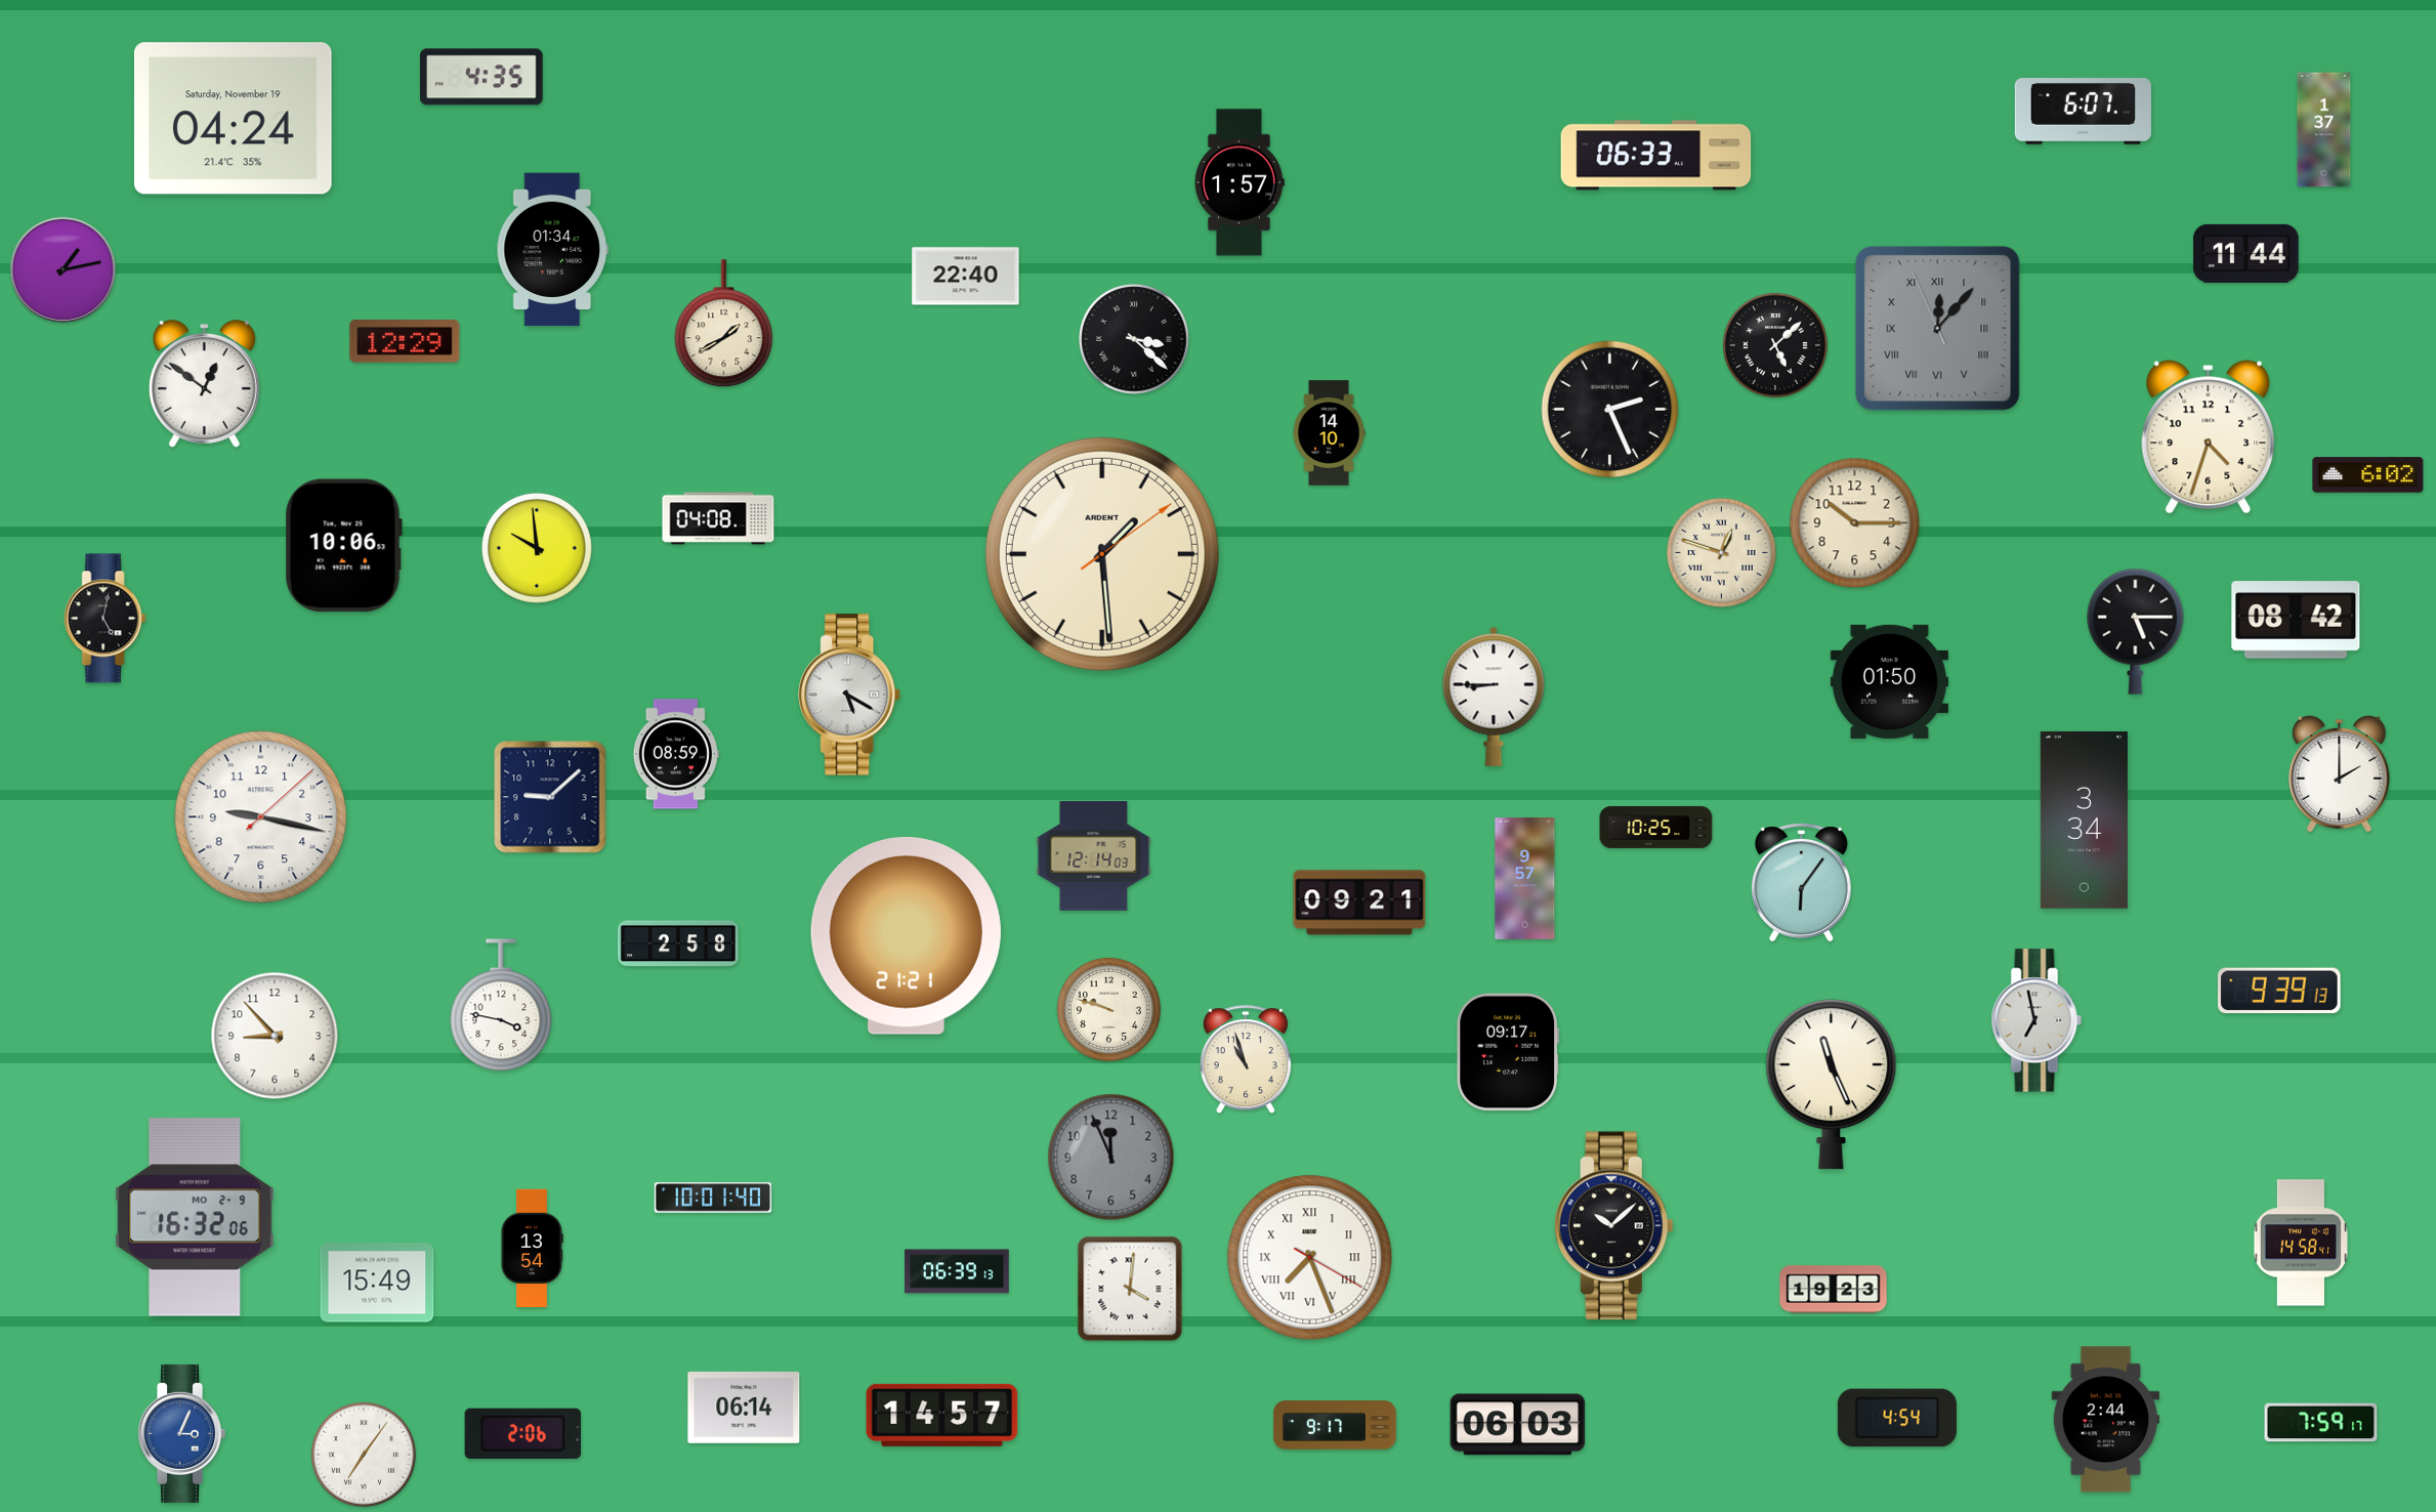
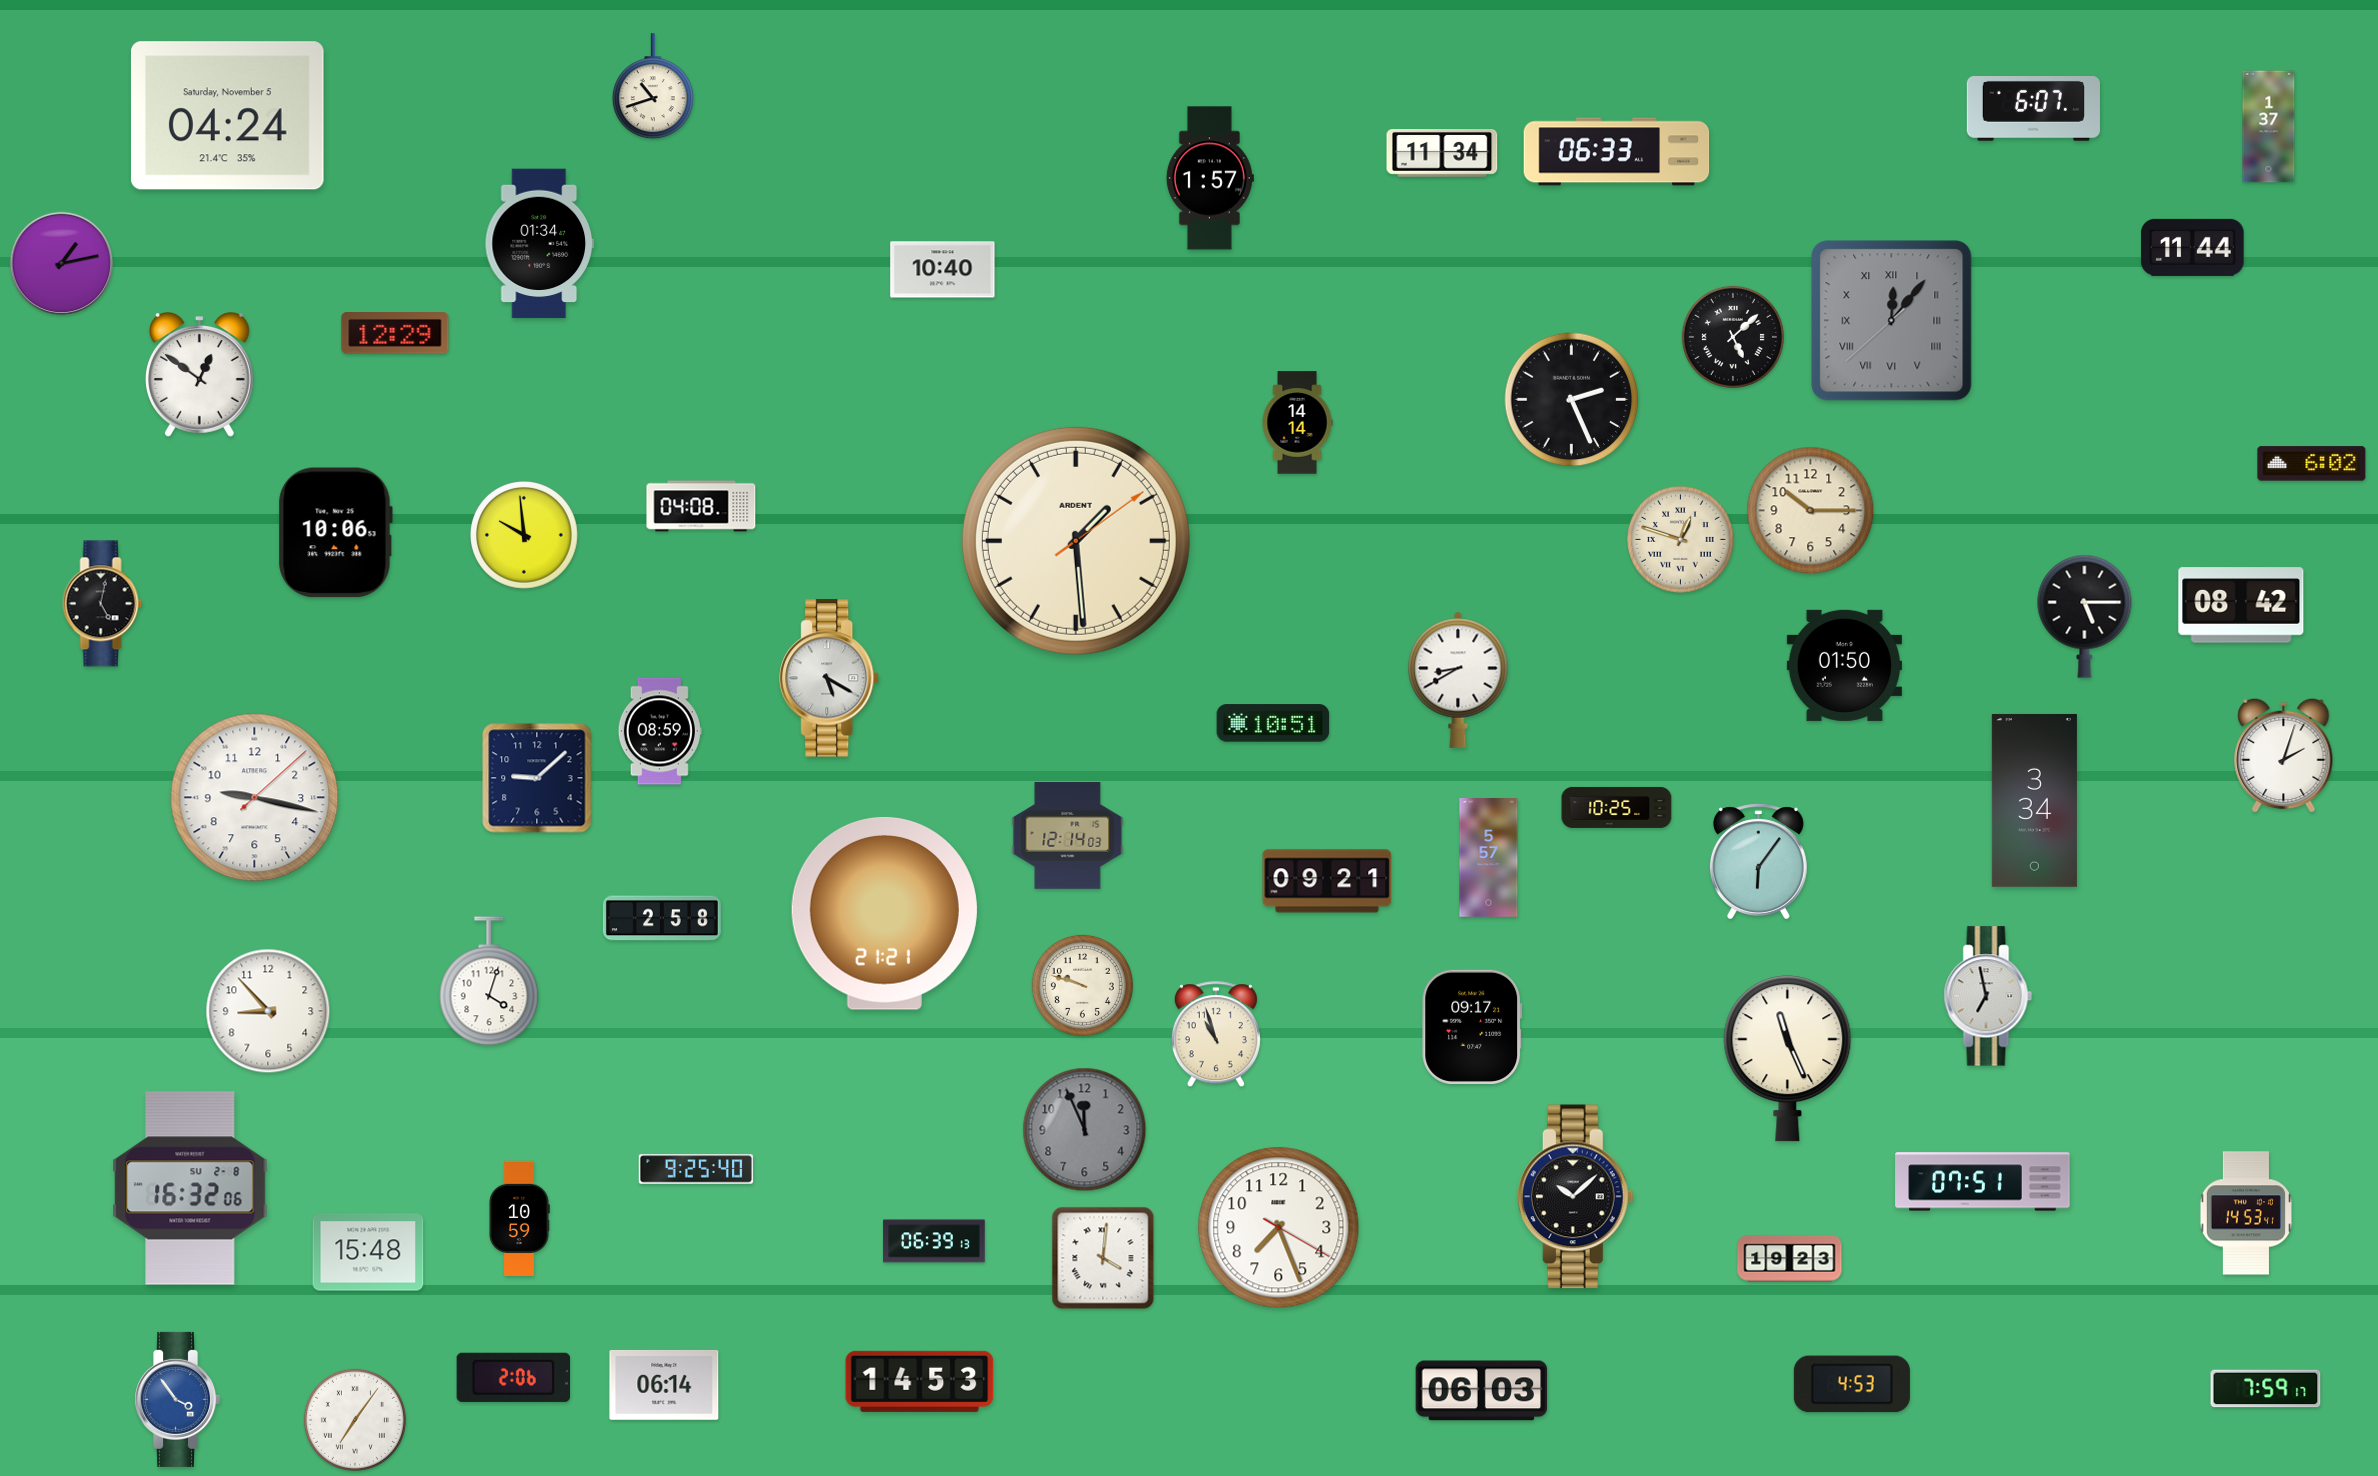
clock at (482, 77): 4:35 -> none
clock at (653, 87): none -> 10:42
clock at (233, 119) date: Saturday, November 19 -> Saturday, November 5
clock at (1442, 154): none -> 11:34
clock at (966, 277): 22:40 -> 10:40
clock at (724, 324): 1:40 -> none
clock at (1938, 329): 12:06:56 -> 12:06:38
clock at (1135, 340): 3:22 -> none
clock at (1329, 433): 14:10 -> 14:14
clock at (2209, 437): 4:33 -> none
clock at (1494, 697): 8:45 -> 8:40
clock at (1273, 723): none -> 10:51
clock at (676, 754) position: (676, 754) -> (660, 731)
clock at (2340, 773): 2:00 -> 2:03
clock at (1525, 879): 9:57 -> 5:57
clock at (678, 943) position: (678, 943) -> (662, 918)
clock at (2279, 991): 9:39 -> none
clock at (501, 1005): 3:47 -> 4:03
clock at (713, 1198): 10:01 -> 9:25
clock at (1983, 1182): none -> 07:51
clock at (195, 1217) date: MO 2-9 -> SU 2-8
clock at (2301, 1243): 14:58 -> 14:53
clock at (532, 1248): 13:54 -> 10:59
clock at (1310, 1258) numerals: Roman -> Arabic
clock at (377, 1283): 15:49 -> 15:48
clock at (744, 1408) position: (744, 1408) -> (664, 1385)
clock at (942, 1415): 14:57 -> 14:53
clock at (1897, 1418): 4:54 -> 4:53
clock at (2105, 1420): 2:44 -> none
clock at (1335, 1425): 9:17 -> none
clock at (182, 1433): 3:04 -> 3:54
clock at (523, 1433) position: (523, 1433) -> (514, 1377)
